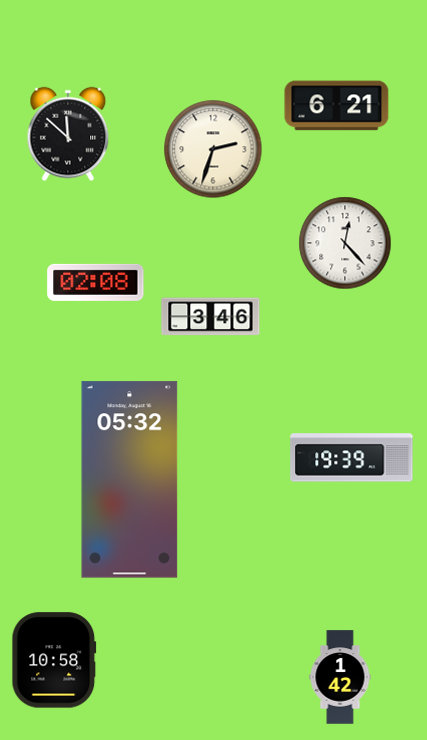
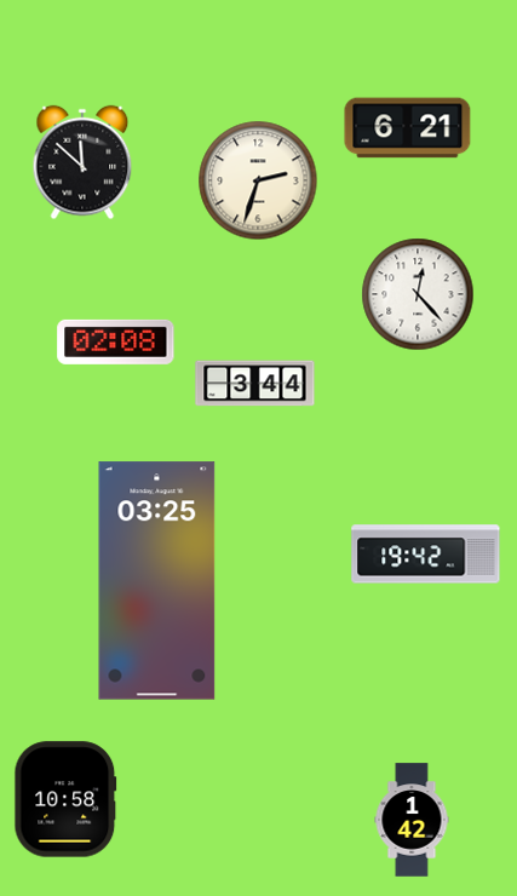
clock at (211, 317): 3:46 -> 3:44
clock at (352, 458): 19:39 -> 19:42
clock at (130, 480): 05:32 -> 03:25
